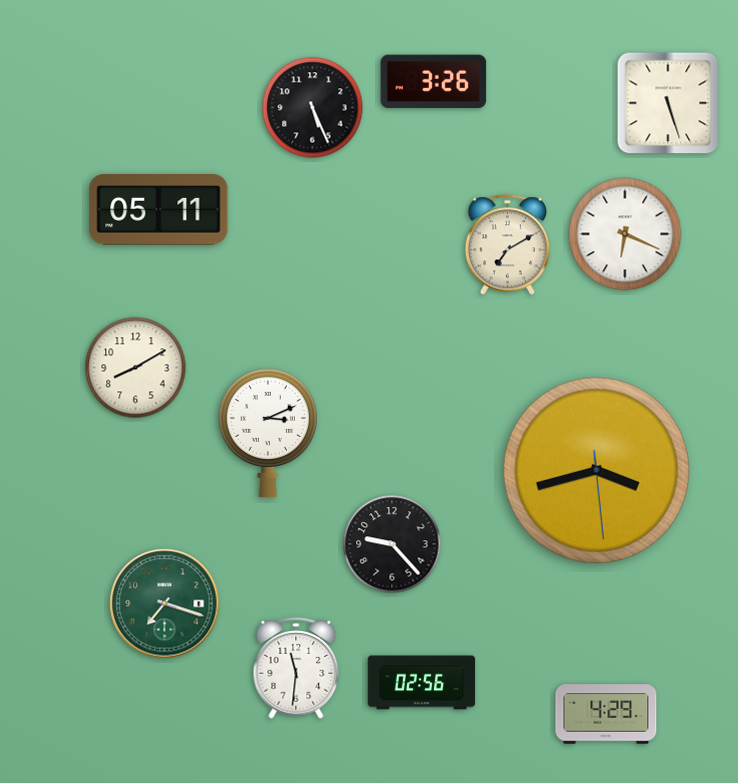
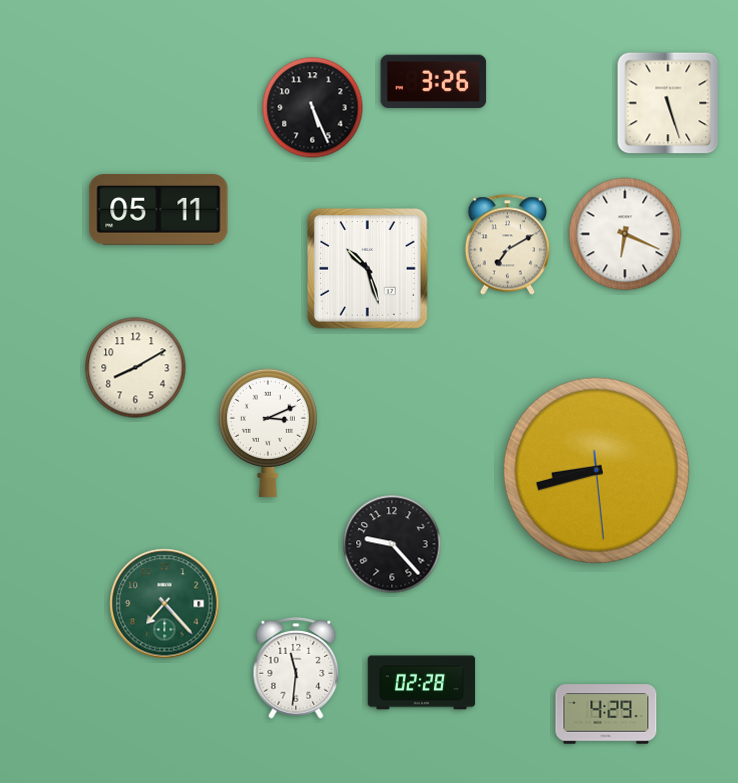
clock at (368, 269): none -> 10:27
clock at (596, 470): 3:42 -> 8:42
clock at (165, 604): 7:18 -> 7:23
clock at (422, 683): 02:56 -> 02:28
